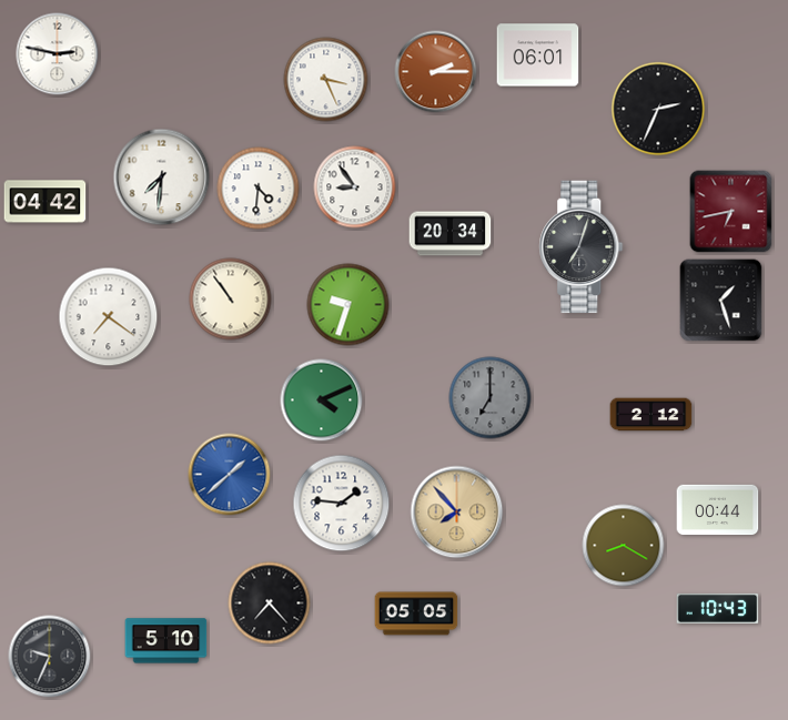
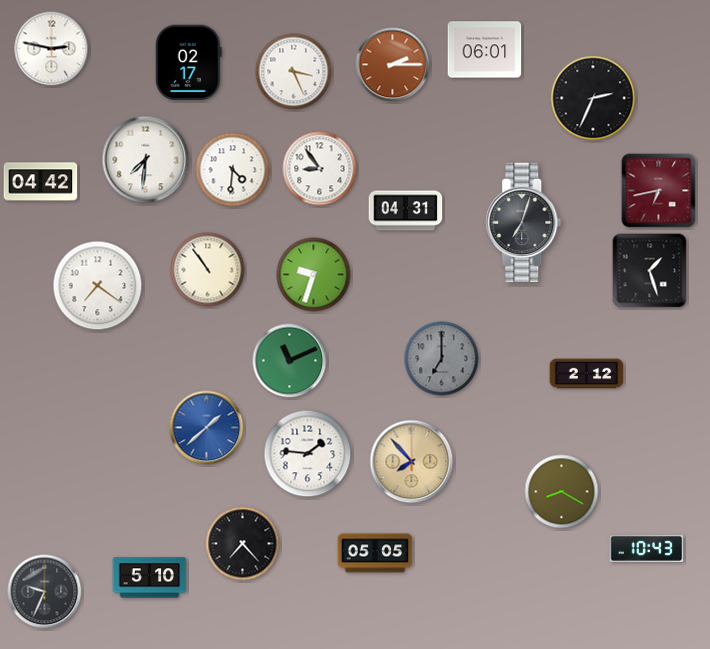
clock at (188, 63): none -> 02:17
clock at (451, 234): 20:34 -> 04:31
clock at (322, 400): 4:11 -> 11:11
clock at (718, 510): 00:44 -> none
